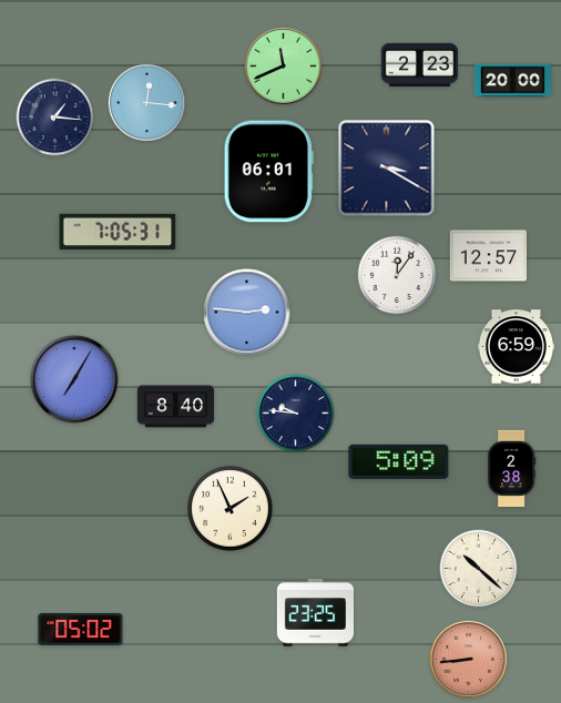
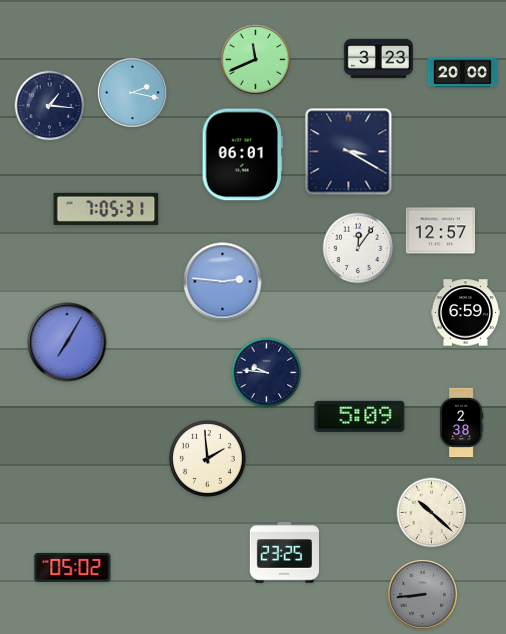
clock at (420, 65): 2:23 -> 3:23
clock at (146, 102): 12:16 -> 2:17
clock at (176, 407): 8:40 -> none
clock at (231, 509): 1:56 -> 1:59
clock at (468, 659) dial: salmon -> grey
